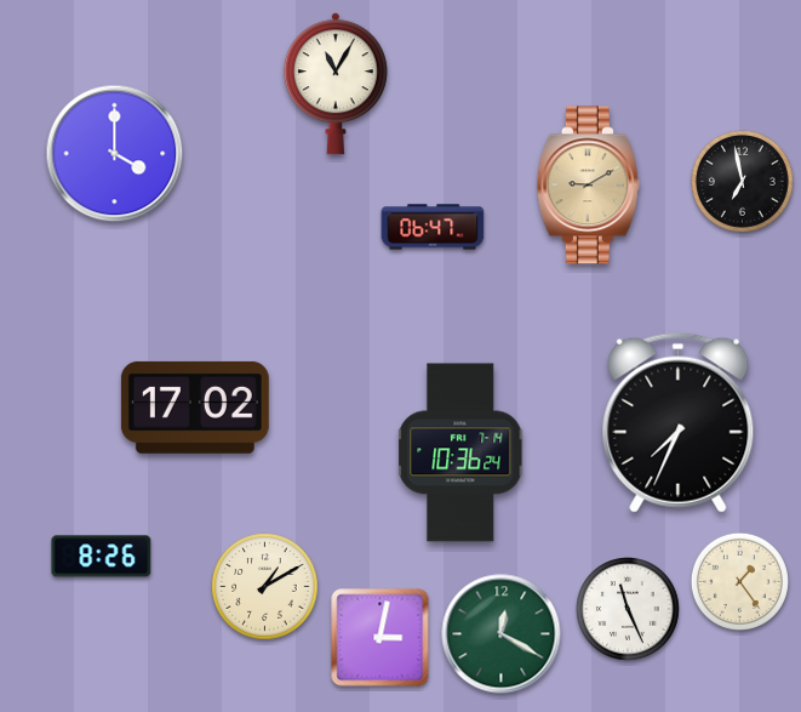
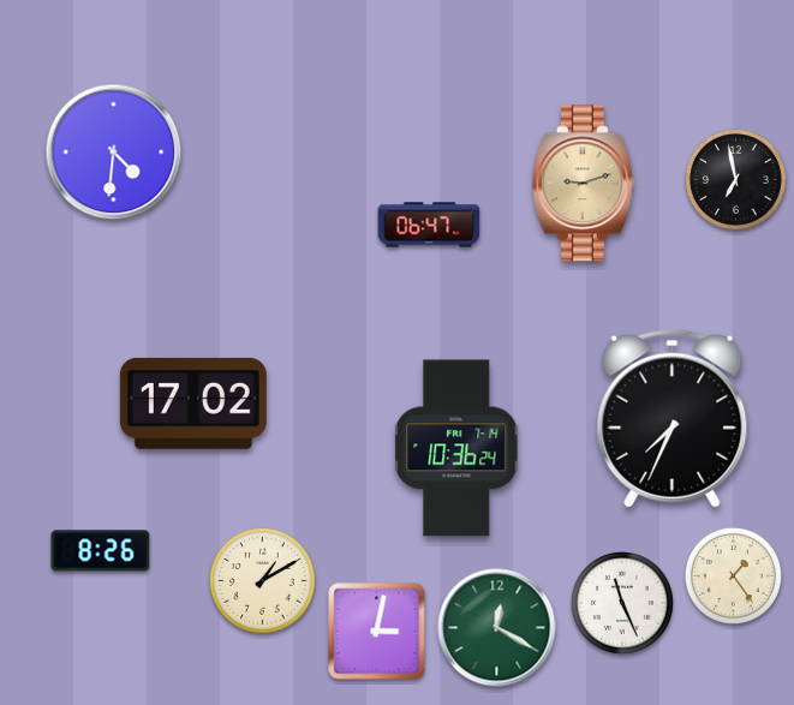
clock at (336, 84): 11:05 -> none
clock at (115, 154): 4:00 -> 4:31
clock at (588, 186): 9:10 -> 9:12
